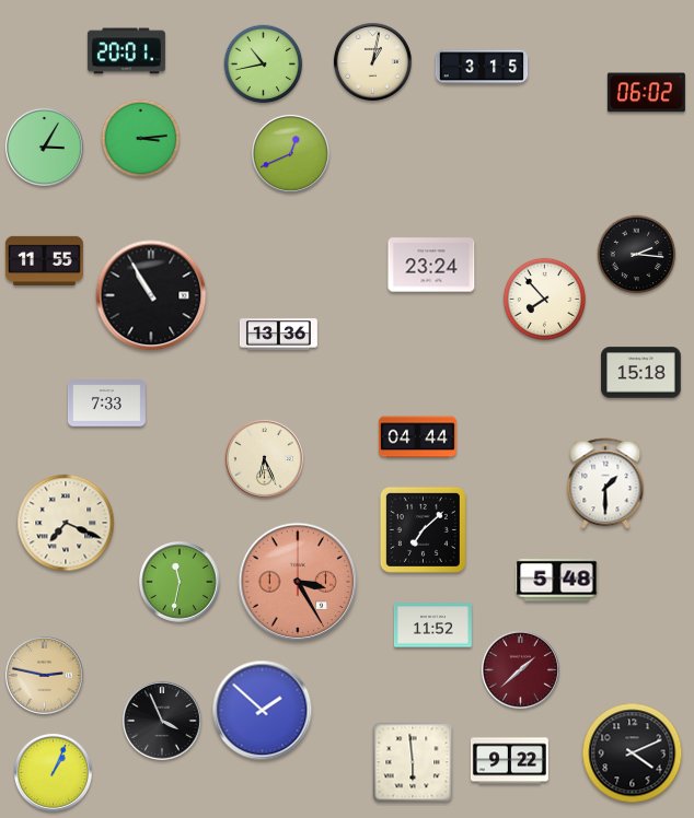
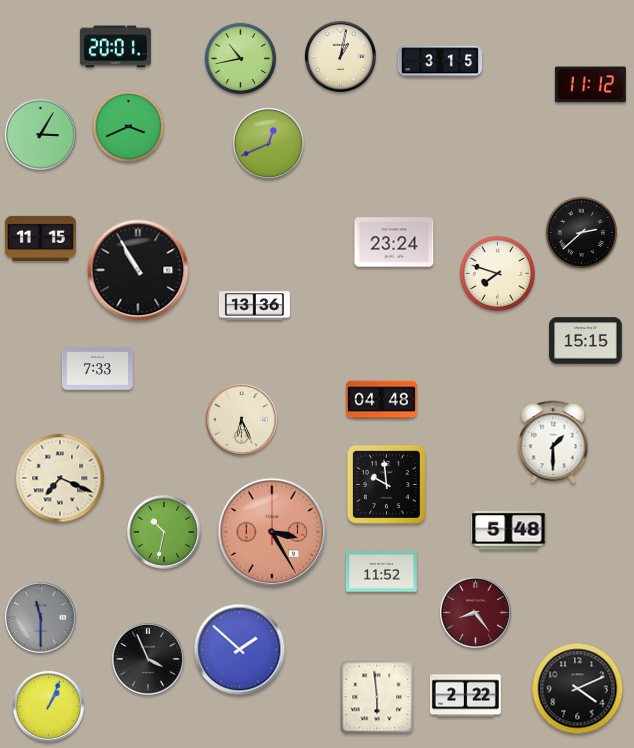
clock at (646, 93): 06:02 -> 11:12
clock at (141, 139): 3:14 -> 3:41
clock at (290, 153) position: (290, 153) -> (268, 143)
clock at (637, 255): 2:16 -> 2:38
clock at (44, 260): 11:55 -> 11:15
clock at (544, 299): 7:53 -> 7:48
clock at (641, 373): 15:18 -> 15:15
clock at (417, 437): 04:44 -> 04:48
clock at (423, 529): 7:08 -> 9:59
clock at (181, 583): 11:32 -> 10:32
clock at (432, 626) position: (432, 626) -> (381, 572)
clock at (520, 669): 1:38 -> 8:24
clock at (44, 675): 2:47 -> 11:30
clock at (44, 675) dial: champagne -> grey
clock at (509, 761): 9:22 -> 2:22
